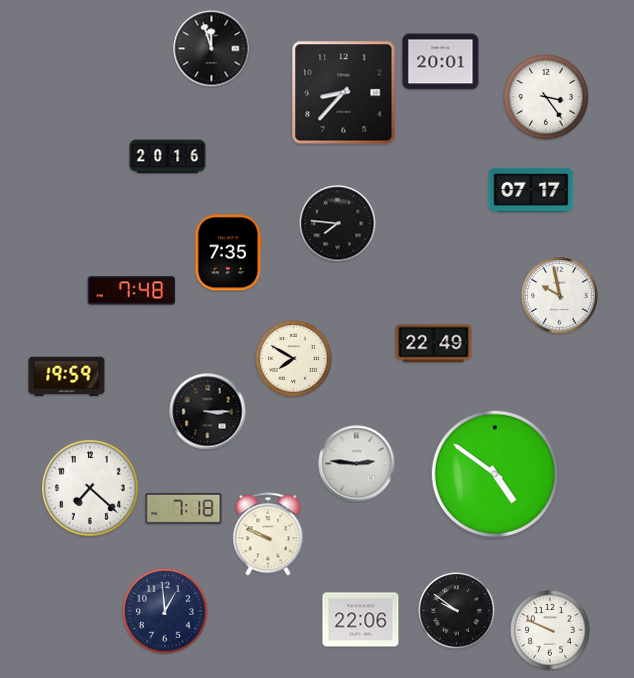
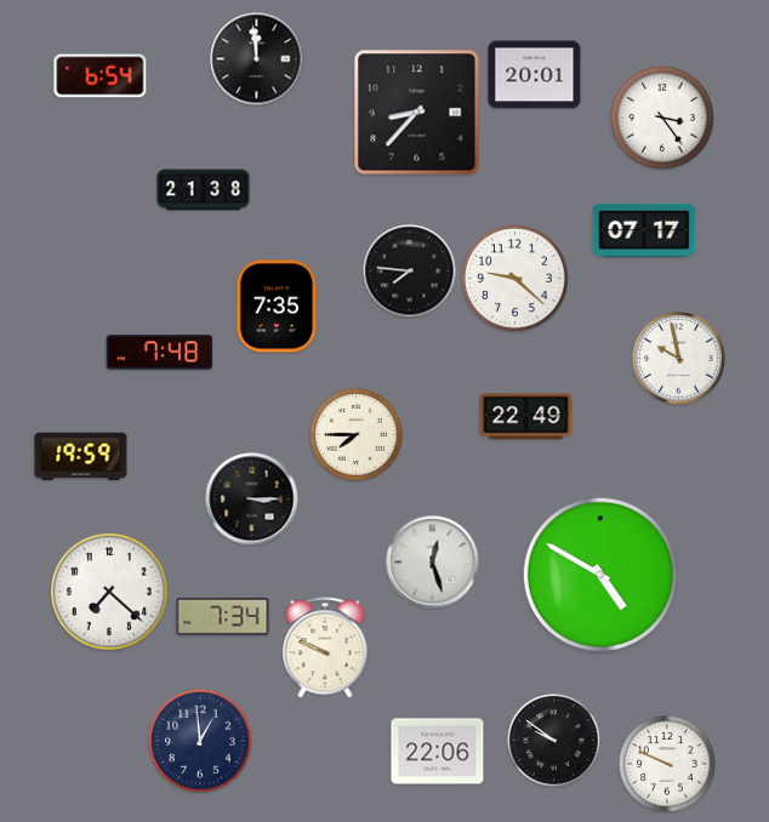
clock at (212, 49): 11:57 -> 11:59
clock at (101, 76): none -> 6:54
clock at (168, 157): 20:16 -> 21:38
clock at (515, 279): none -> 9:22
clock at (294, 359): 7:50 -> 7:45
clock at (357, 464): 2:46 -> 12:27
clock at (495, 474): 4:51 -> 4:50
clock at (184, 509): 7:18 -> 7:34
